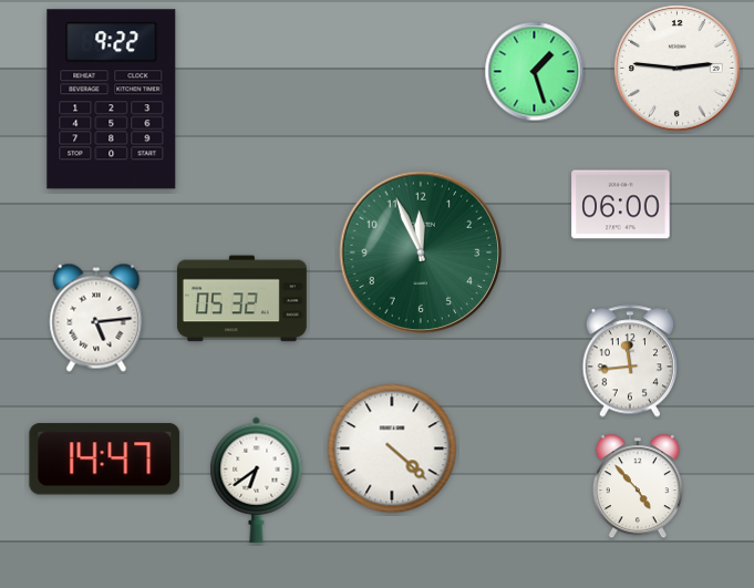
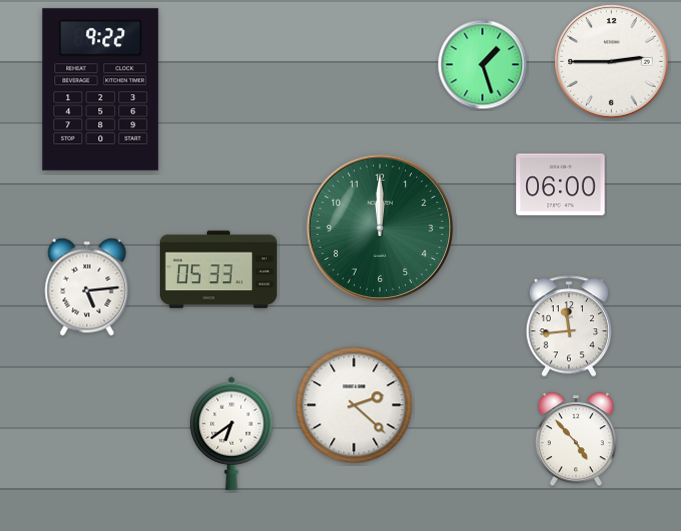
clock at (678, 69): 2:46 -> 2:45
clock at (421, 252): 11:56 -> 12:00
clock at (241, 299): 05:32 -> 05:33
clock at (392, 448): 4:22 -> 2:22
clock at (105, 460): 14:47 -> none
